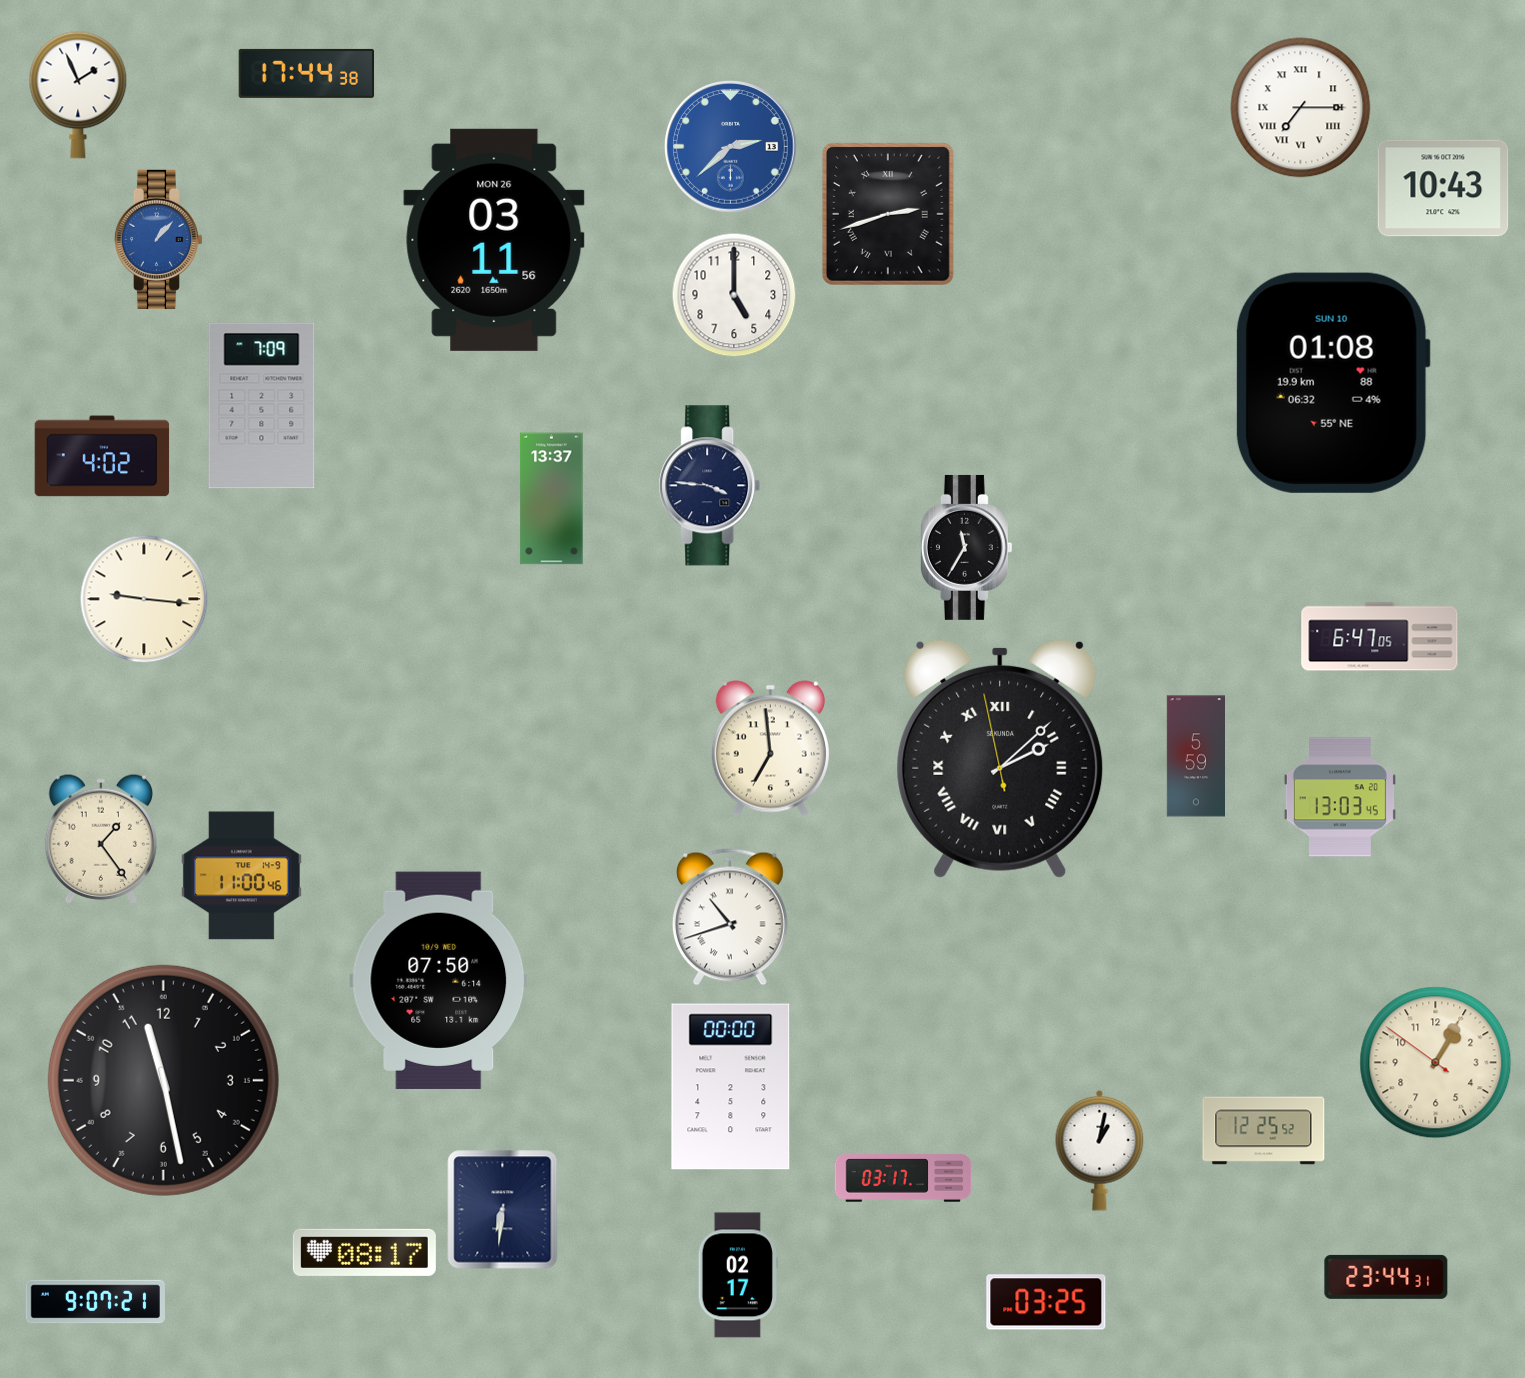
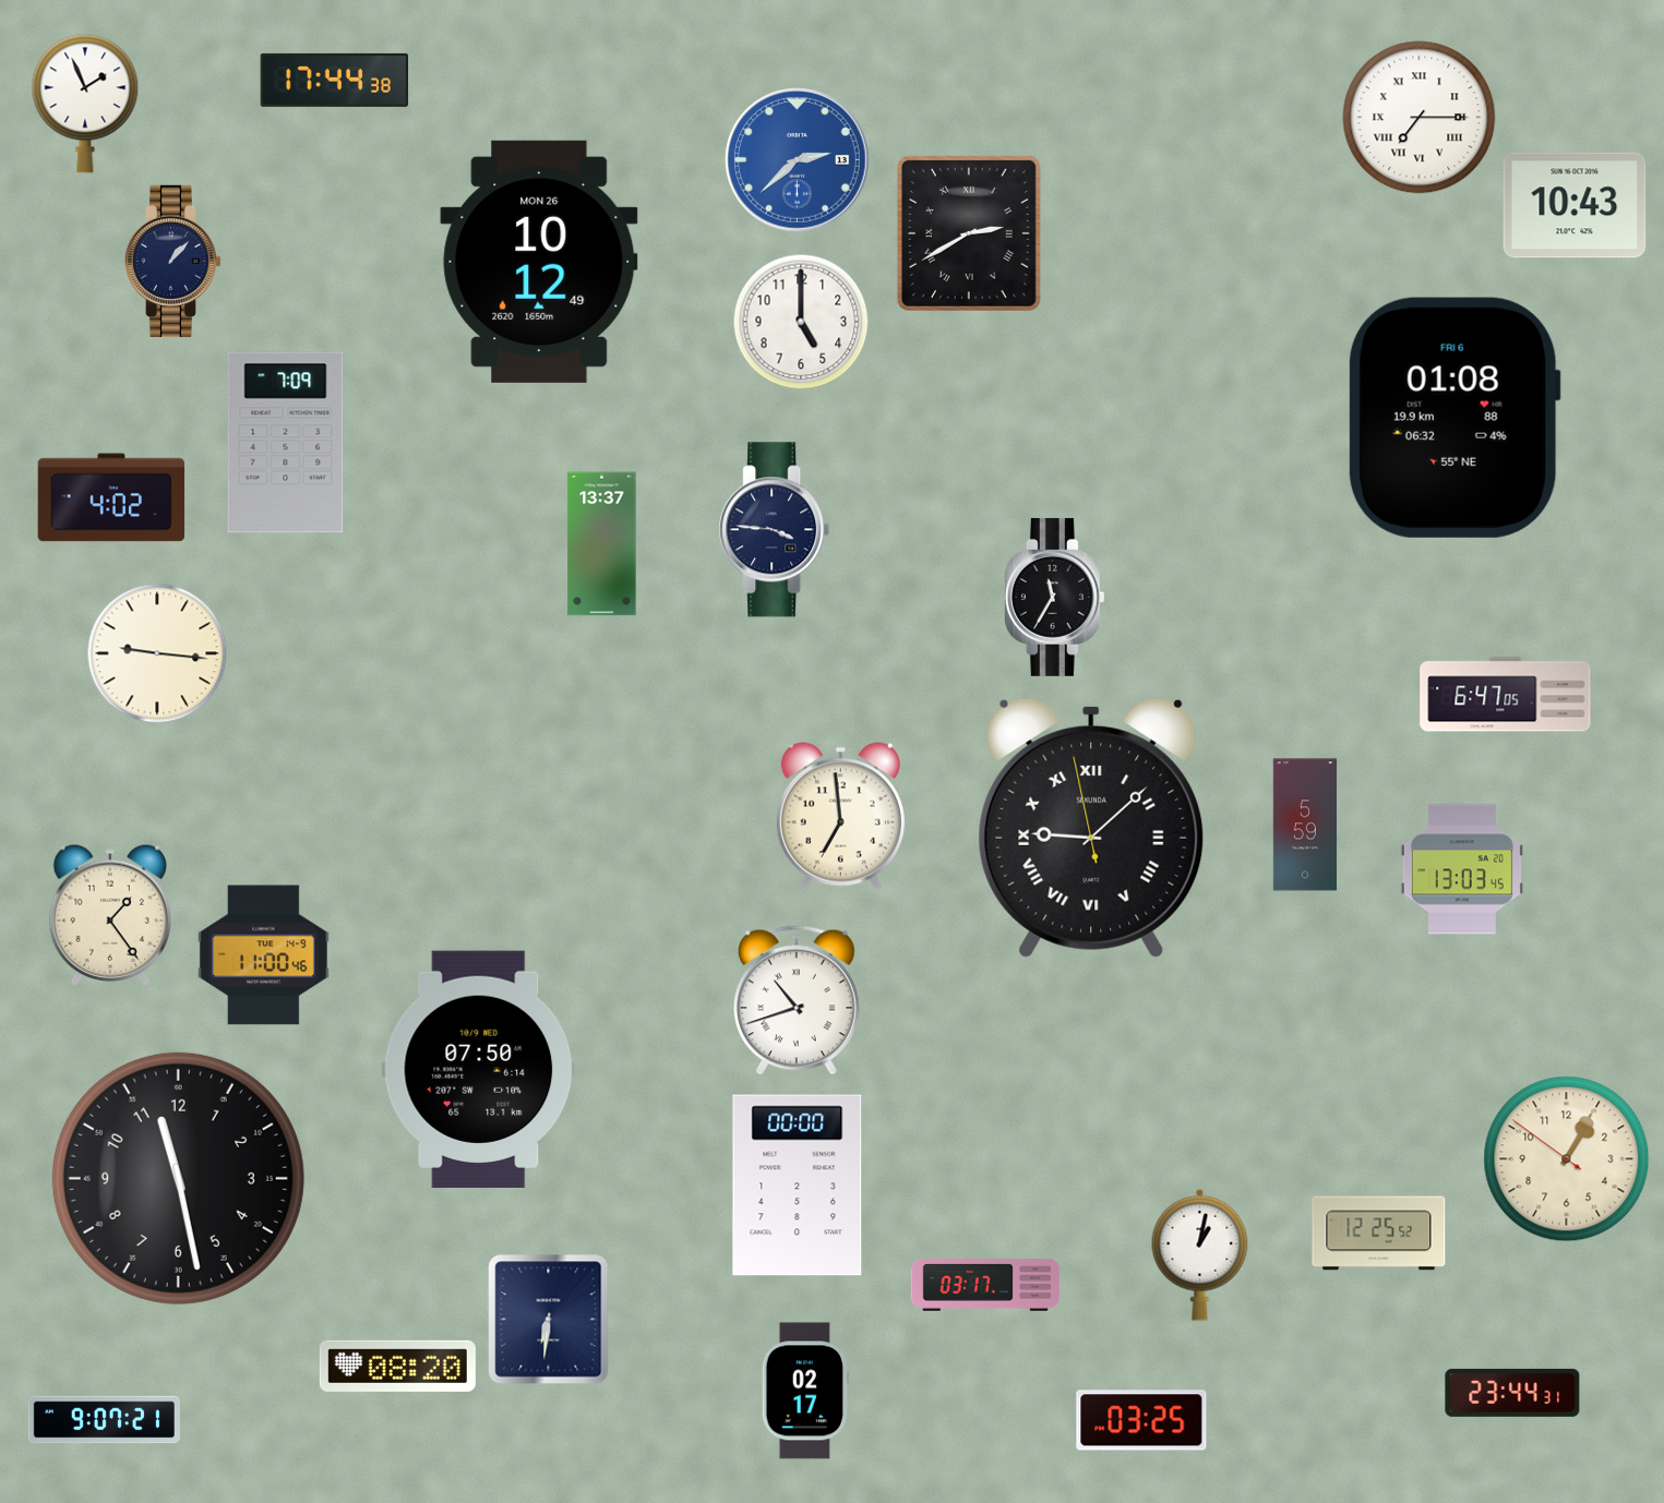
clock at (888, 214): 2:42 -> 2:40
clock at (158, 239) dial: blue -> navy
clock at (494, 240): 03:11 -> 10:12
clock at (1333, 383) date: SUN 10 -> FRI 6
clock at (1000, 759): 2:07 -> 9:07
clock at (364, 1252): 08:17 -> 08:20
